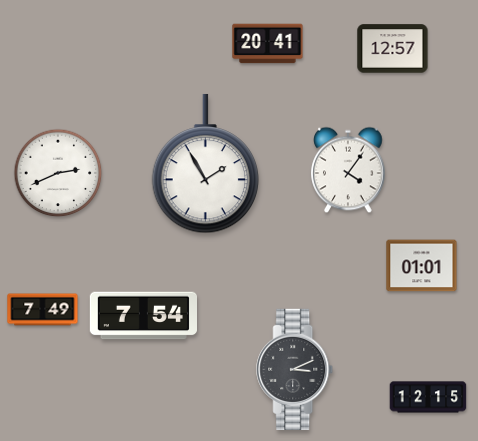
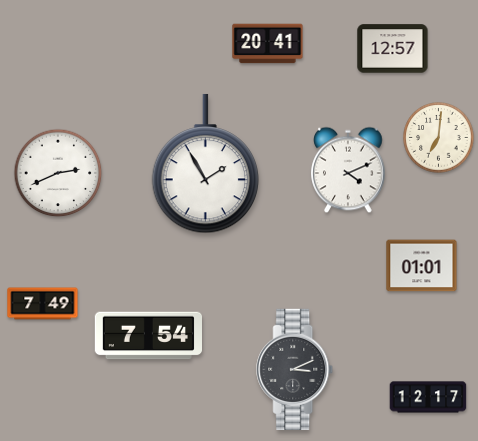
clock at (439, 138): none -> 7:01
clock at (348, 170): 4:06 -> 4:11
clock at (43, 310) position: (43, 310) -> (43, 304)
clock at (143, 316) position: (143, 316) -> (148, 336)
clock at (428, 397): 12:15 -> 12:17
